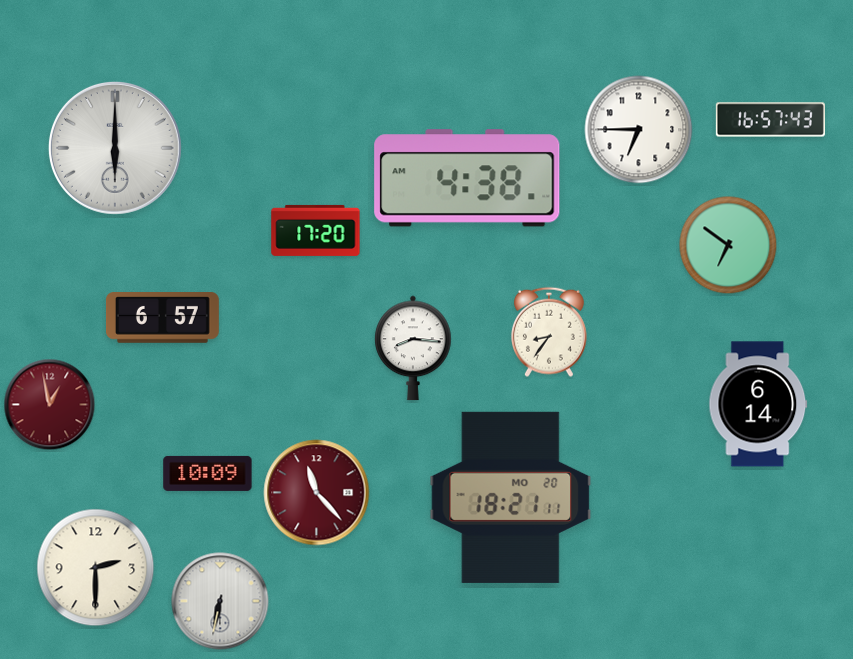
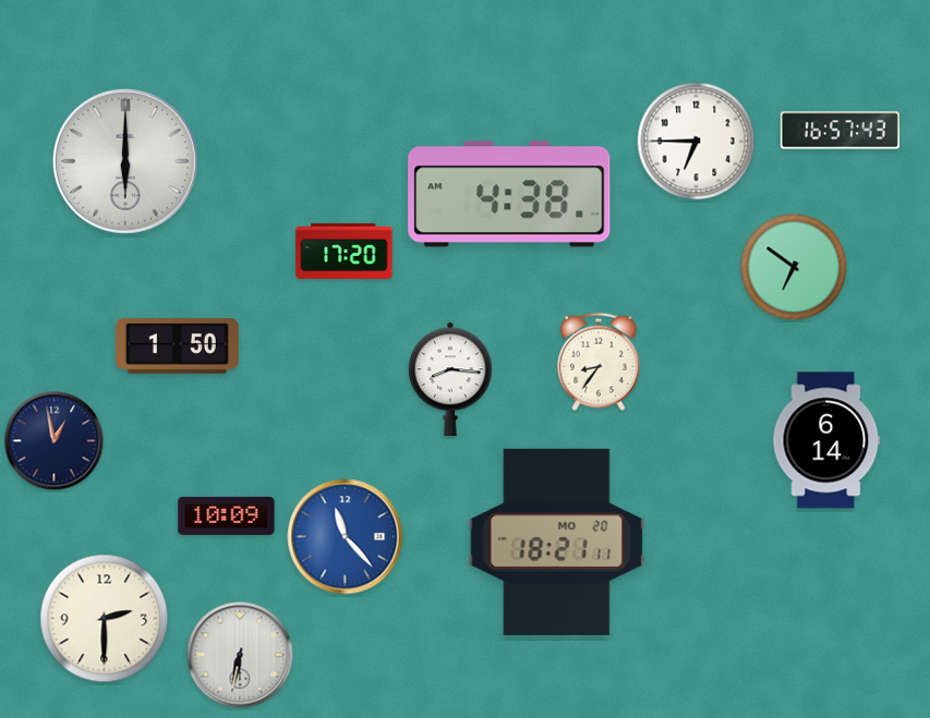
clock at (162, 318): 6:57 -> 1:50
clock at (50, 405) dial: burgundy -> navy
clock at (317, 493) dial: burgundy -> blue
